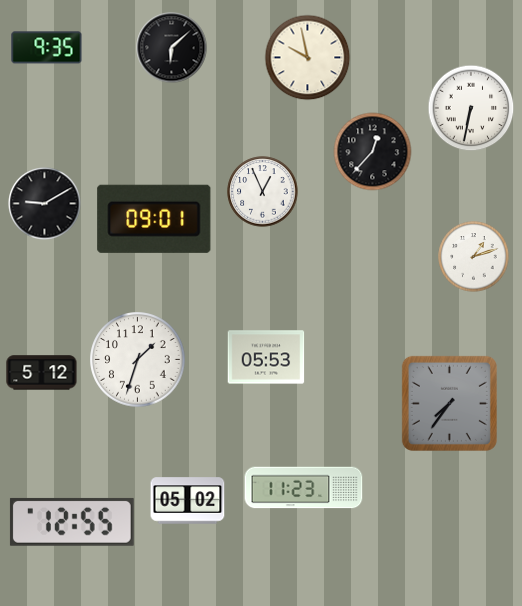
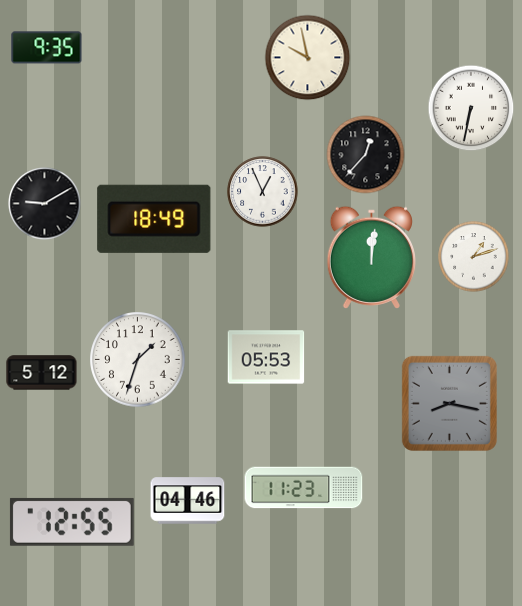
clock at (172, 48): 6:08 -> none
clock at (373, 152) position: (373, 152) -> (366, 155)
clock at (154, 219): 09:01 -> 18:49
clock at (371, 257): none -> 12:01
clock at (449, 403): 7:36 -> 8:17
clock at (188, 501): 05:02 -> 04:46
